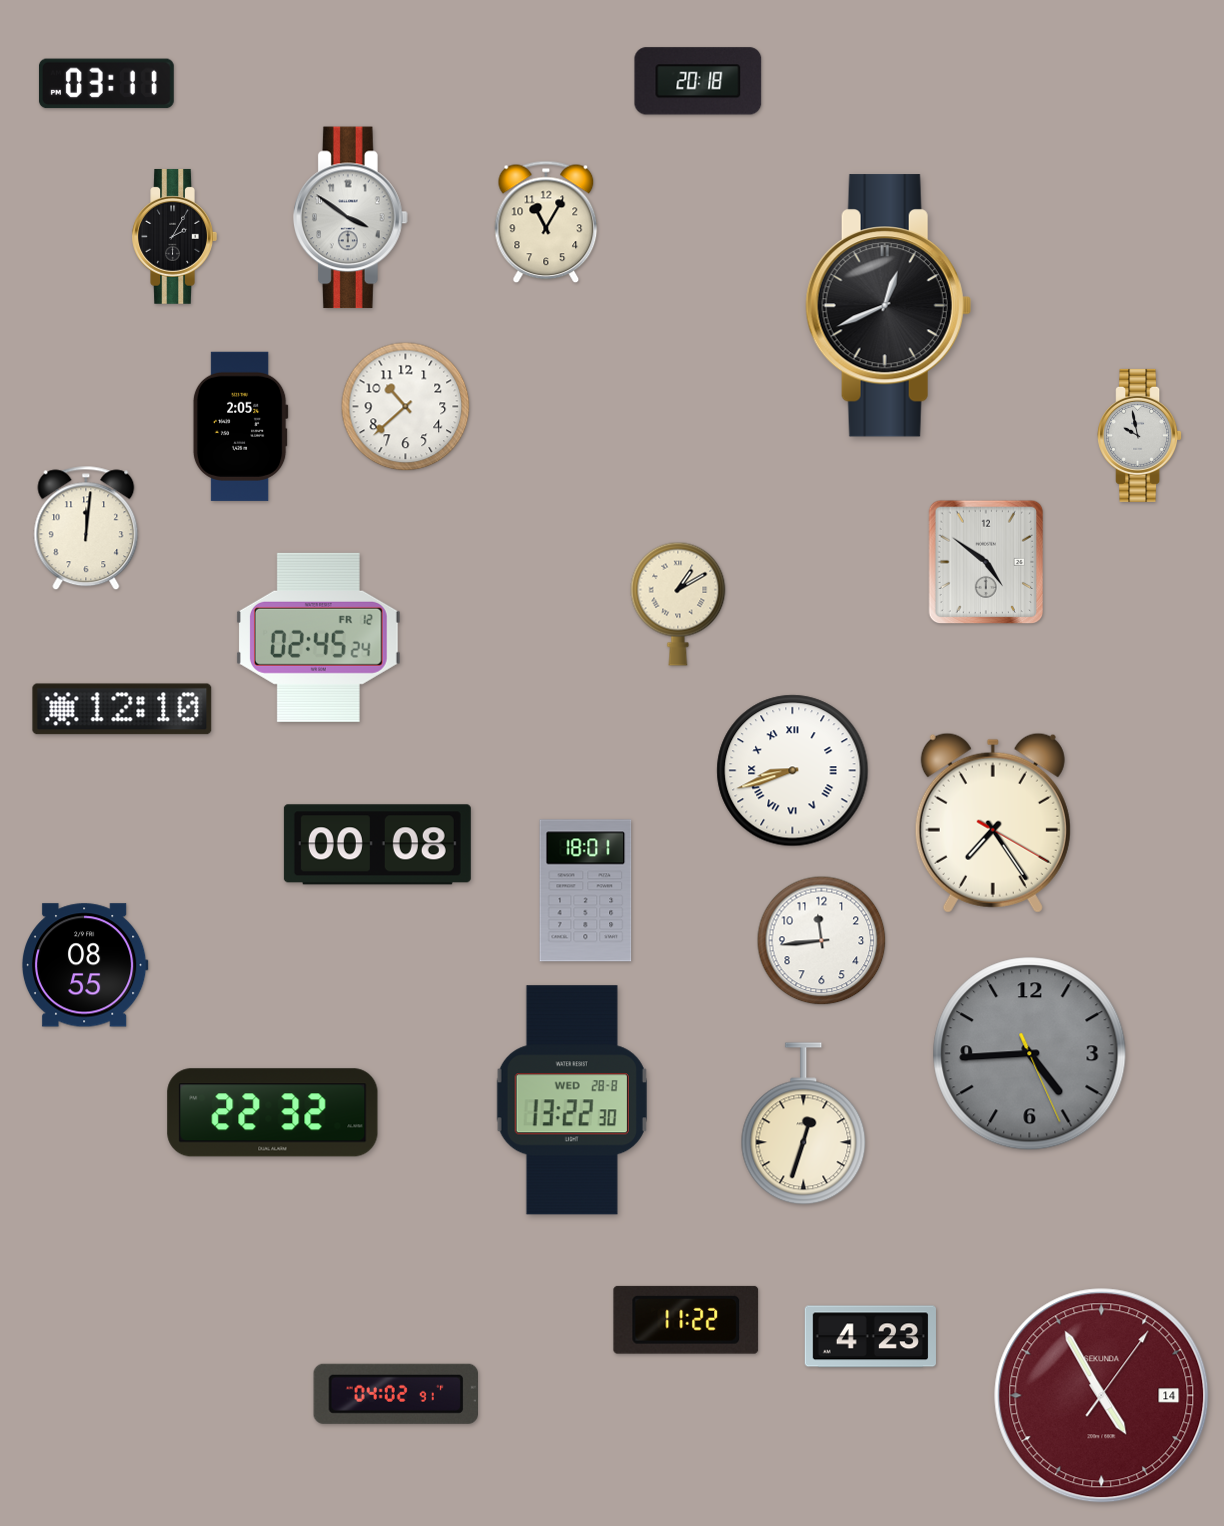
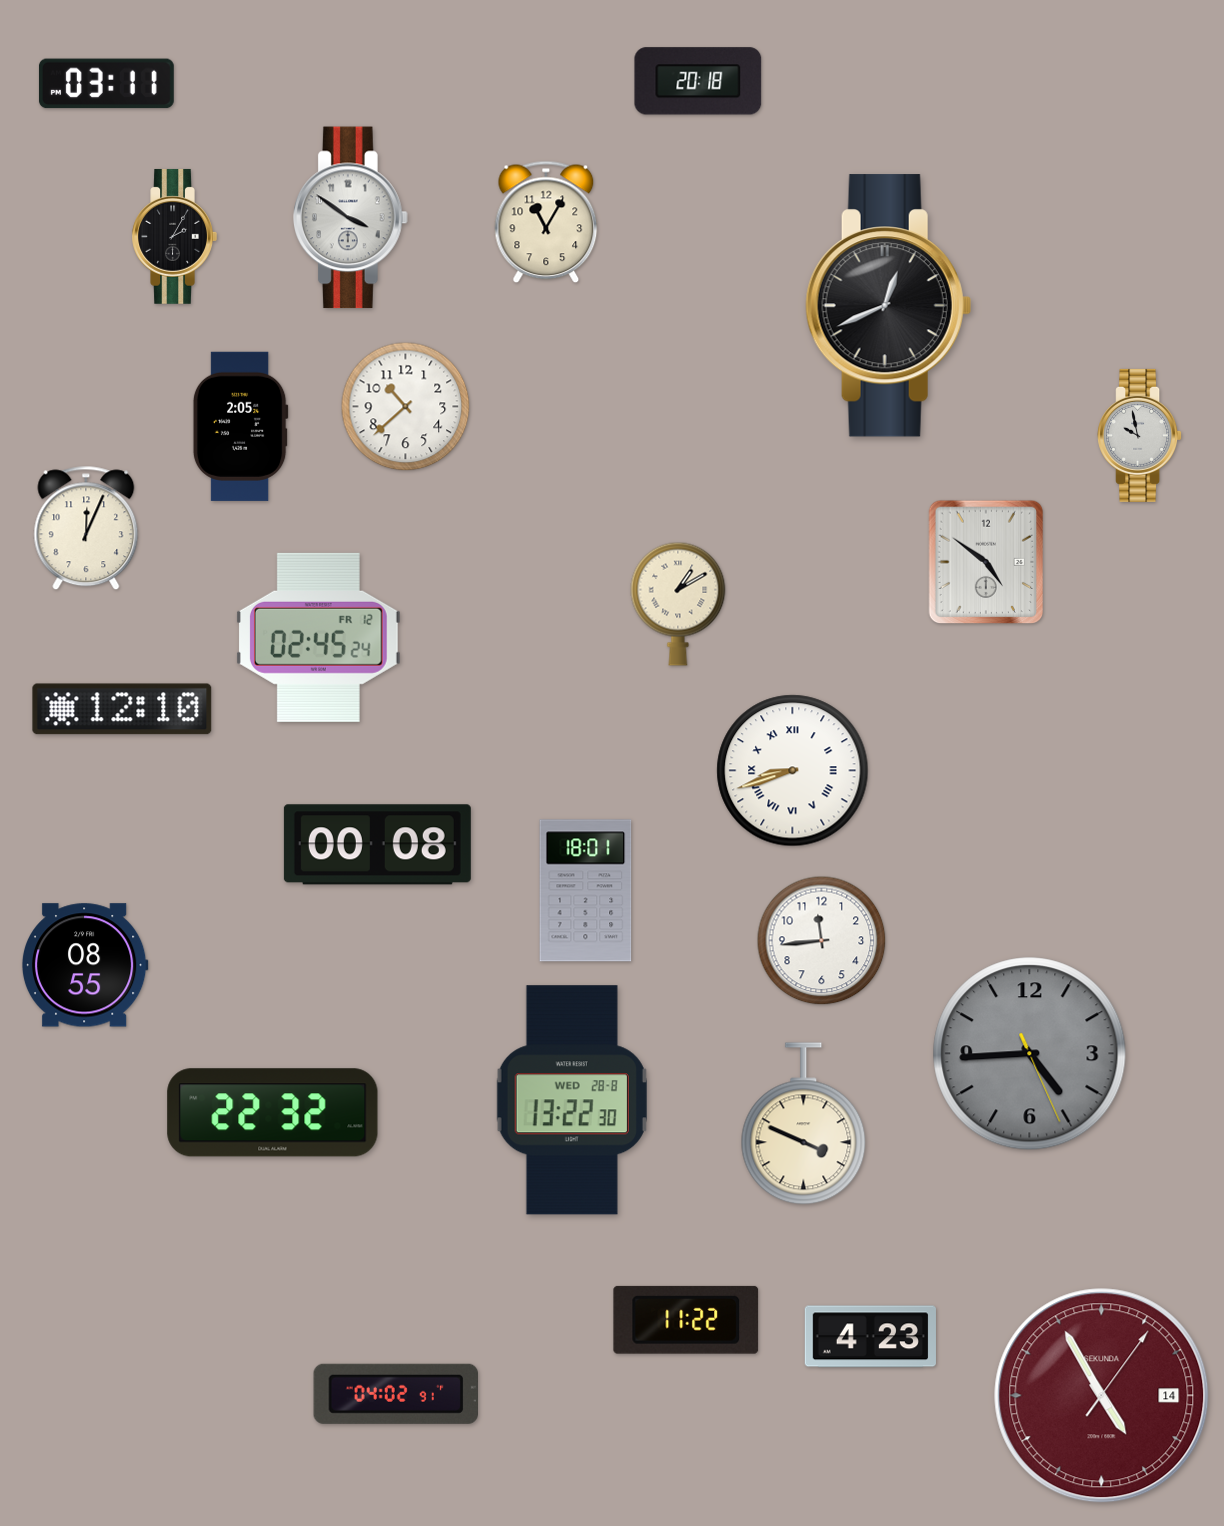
clock at (86, 528): 12:01 -> 12:04
clock at (993, 823): 7:24 -> none
clock at (804, 1124): 12:33 -> 3:49
